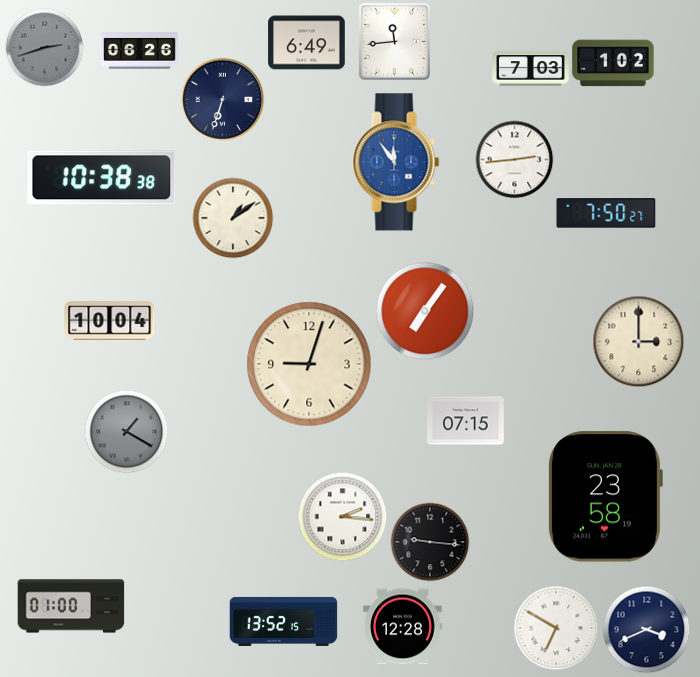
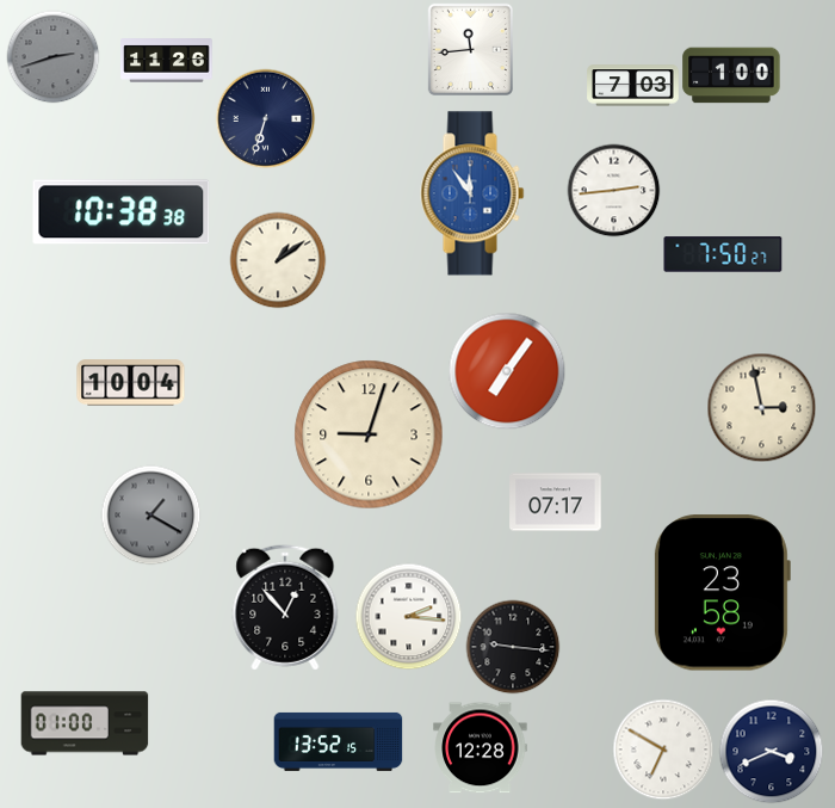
clock at (307, 43): 6:49 -> none
clock at (140, 51): 06:26 -> 11:26
clock at (613, 63): 1:02 -> 1:00
clock at (531, 69) position: (531, 69) -> (633, 86)
clock at (638, 341): 3:00 -> 2:58
clock at (466, 421): 07:15 -> 07:17
clock at (285, 607): none -> 12:53
